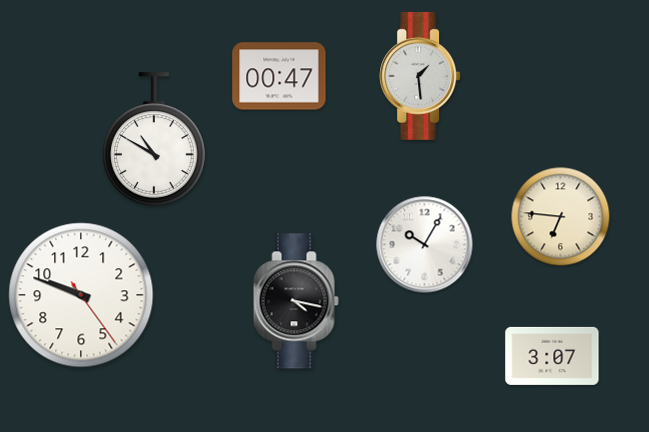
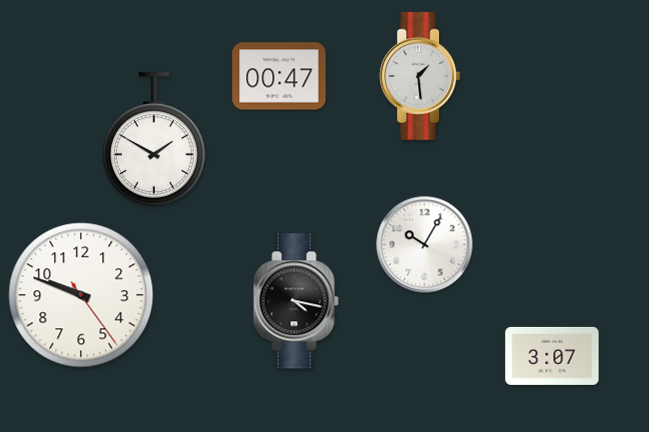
clock at (155, 139): 10:50 -> 1:50
clock at (561, 217): 6:46 -> none
